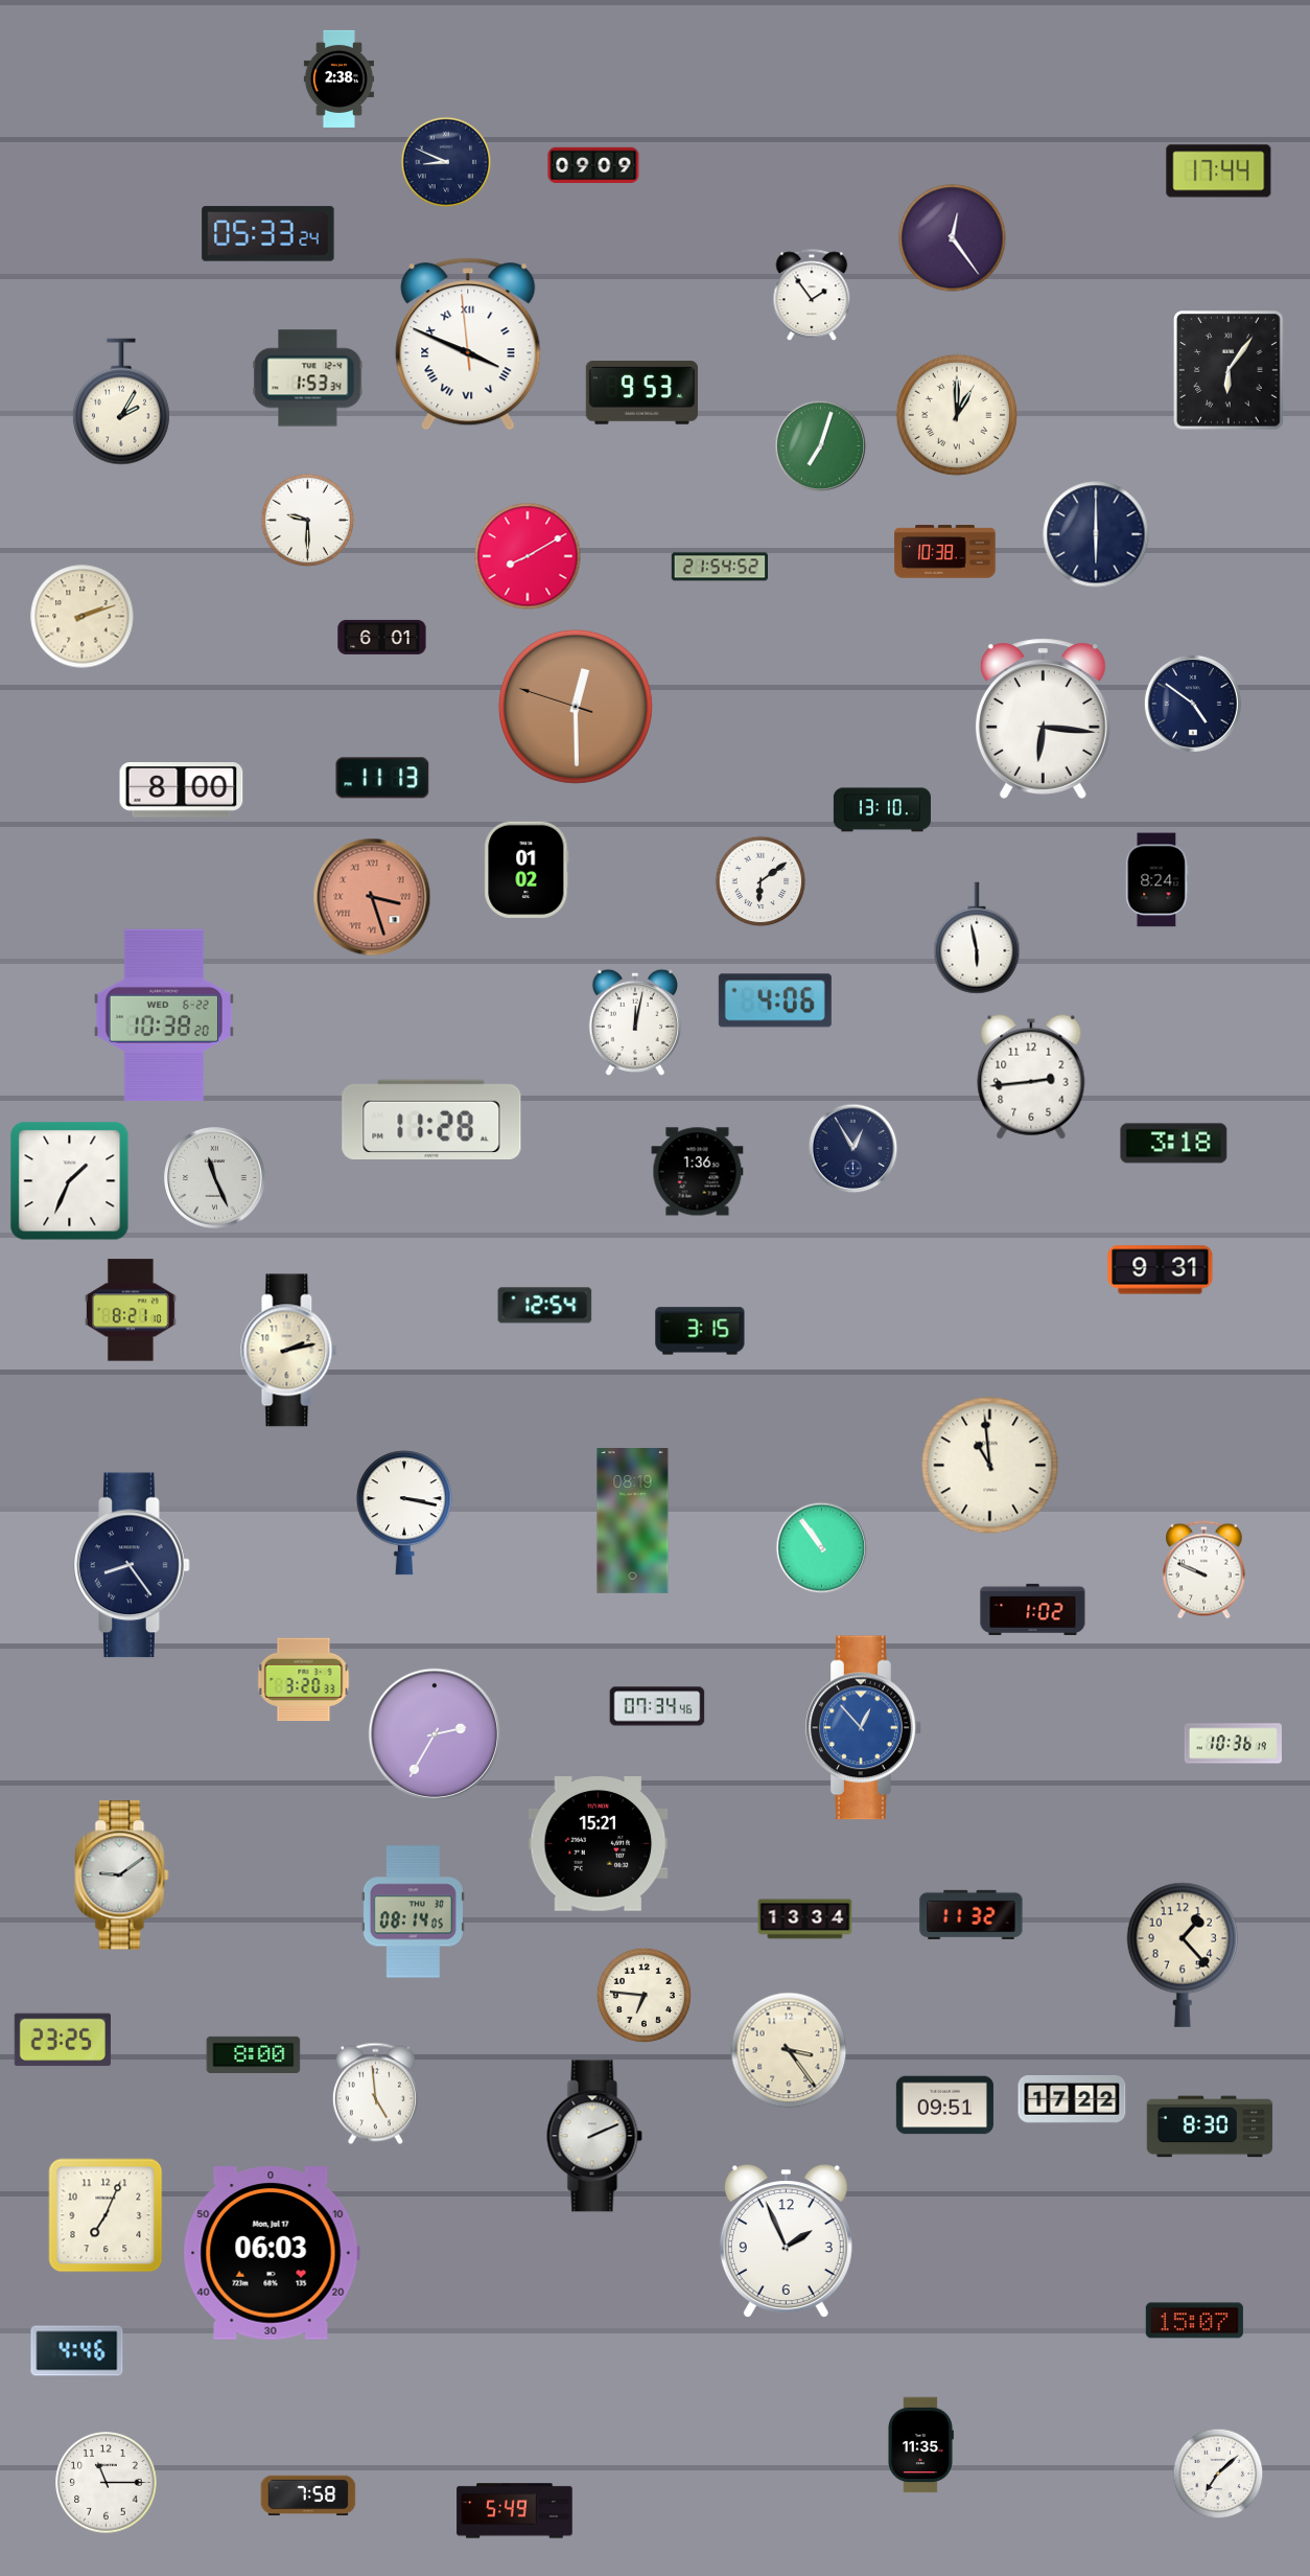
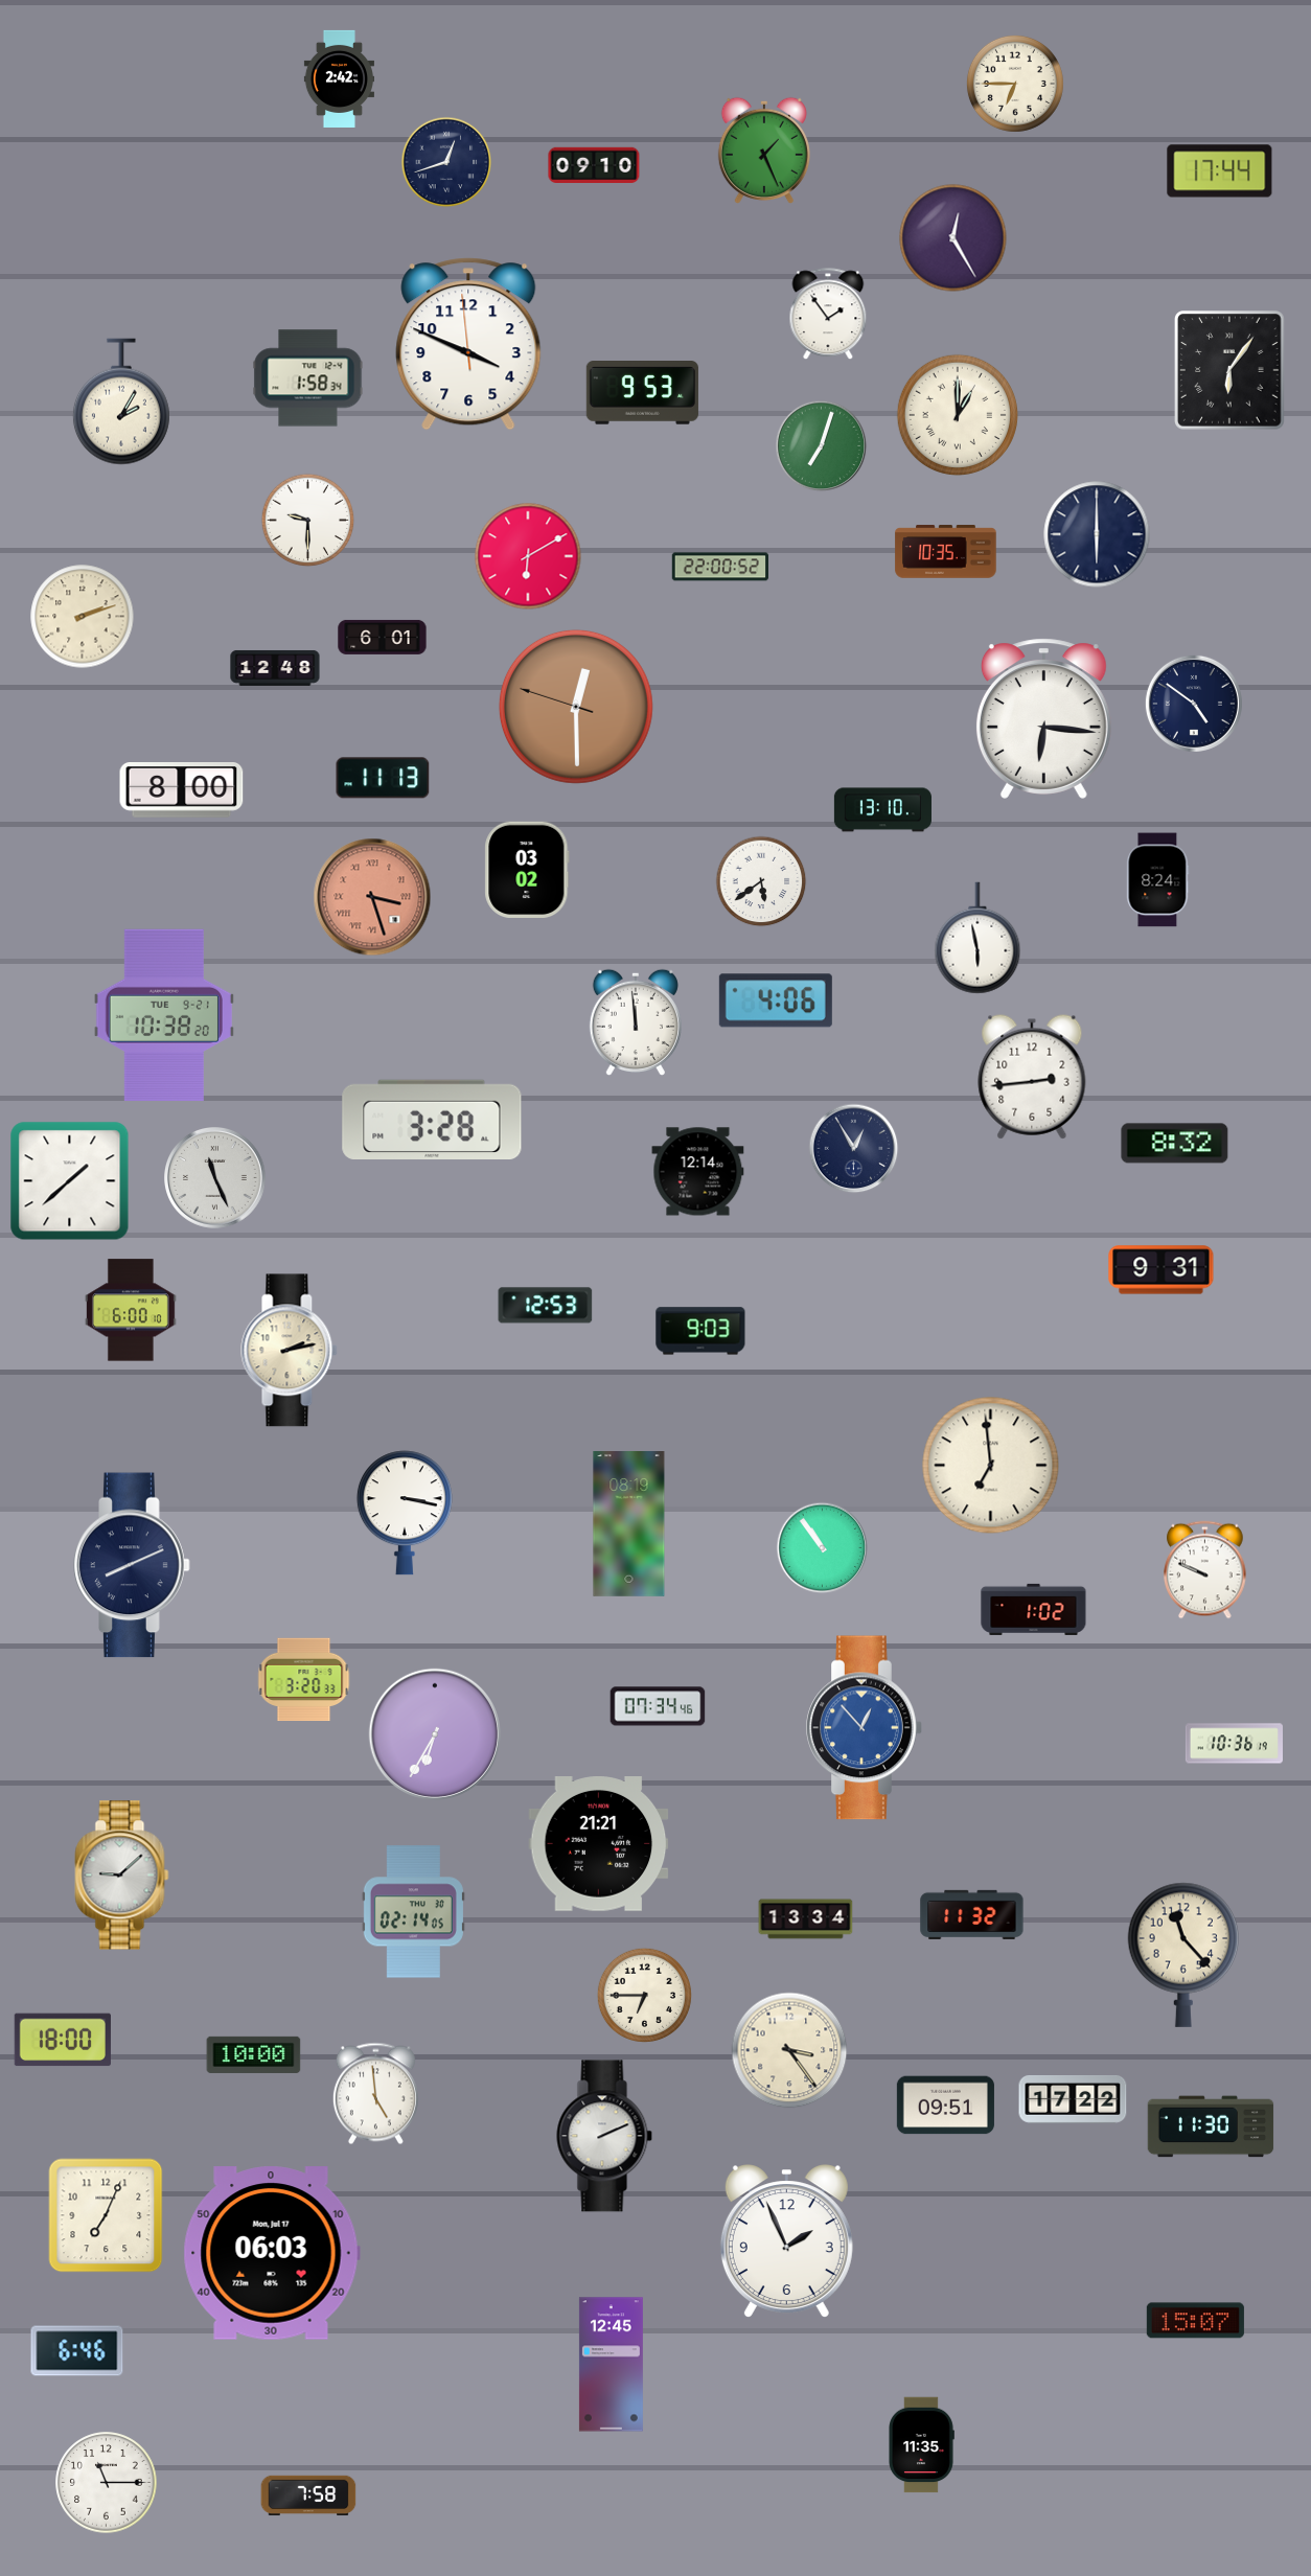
clock at (338, 78): 2:38 -> 2:42
clock at (1015, 84): none -> 6:45
clock at (764, 151): none -> 1:26
clock at (446, 162): 8:49 -> 12:42
clock at (593, 165): 09:09 -> 09:10
clock at (268, 234): 05:33 -> none
clock at (953, 238): 12:24 -> 12:25
clock at (812, 296) position: (812, 296) -> (828, 315)
clock at (468, 344) numerals: Roman -> Arabic
clock at (308, 378): 1:53 -> 1:58
clock at (945, 552): 10:38 -> 10:35
clock at (528, 556): 8:10 -> 6:10
clock at (719, 567): 21:54 -> 22:00
clock at (275, 668): none -> 12:48
clock at (527, 869): 01:02 -> 03:02
clock at (761, 881): 6:09 -> 5:39
clock at (164, 1015) date: WED 6-22 -> TUE 9-21
clock at (635, 1022): 12:02 -> 11:59
clock at (431, 1119): 11:28 -> 3:28
clock at (1174, 1144): 3:18 -> 8:32
clock at (698, 1172): 1:36 -> 12:14
clock at (70, 1181): 1:34 -> 1:38
clock at (545, 1306): 12:54 -> 12:53
clock at (131, 1310): 8:21 -> 6:00
clock at (700, 1331): 3:15 -> 9:03
clock at (990, 1466): 10:59 -> 6:59
clock at (633, 1521) position: (633, 1521) -> (629, 1524)
clock at (132, 1565): 8:24 -> 8:11
clock at (435, 1734): 2:35 -> 6:35
clock at (599, 1844): 15:21 -> 21:21
clock at (122, 1876): 9:09 -> 9:08
clock at (413, 1912): 08:14 -> 02:14
clock at (1183, 1955): 1:23 -> 11:23
clock at (644, 1995): 6:46 -> 6:45
clock at (63, 2040): 23:25 -> 18:00
clock at (254, 2054): 8:00 -> 10:00
clock at (1210, 2126): 8:30 -> 11:30
clock at (594, 2136) position: (594, 2136) -> (604, 2136)
clock at (77, 2351): 4:46 -> 6:46
clock at (611, 2365): none -> 12:45
clock at (1218, 2474): 7:08 -> none
clock at (515, 2511): 5:49 -> none
